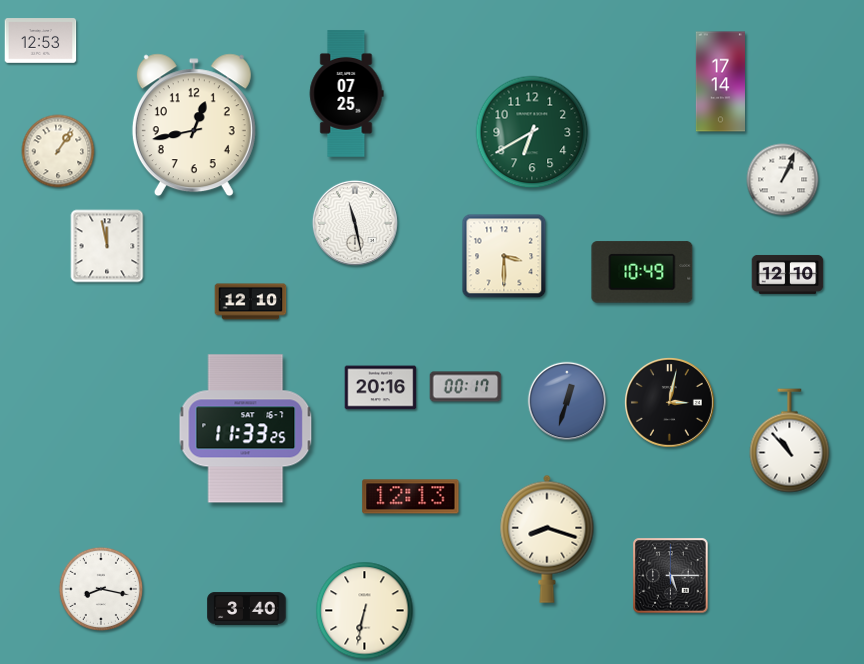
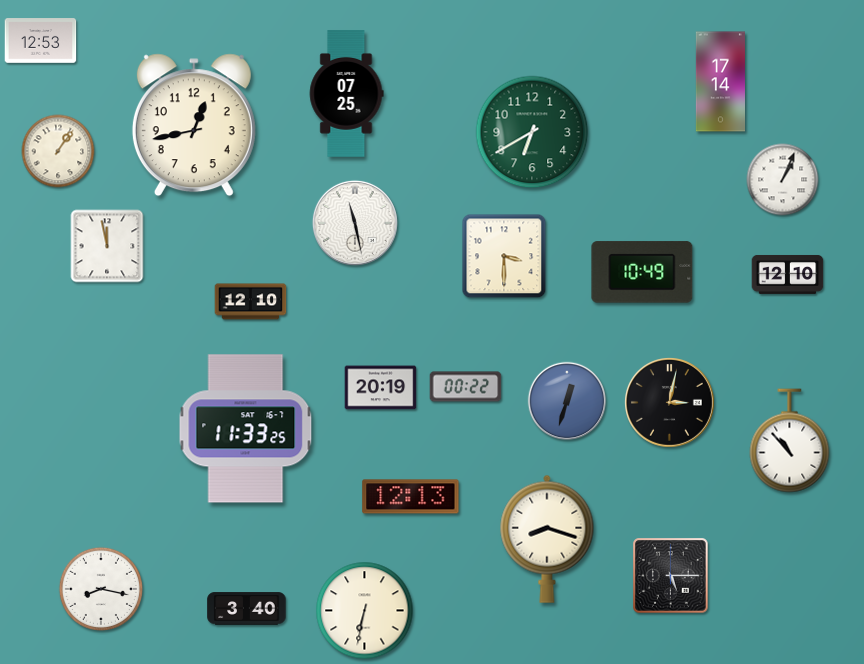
clock at (466, 387): 00:17 -> 00:22
clock at (381, 388): 20:16 -> 20:19
